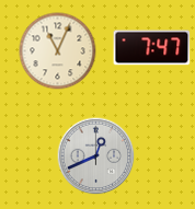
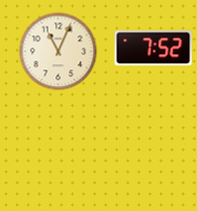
clock at (152, 48): 7:47 -> 7:52
clock at (96, 156): 12:41 -> none
